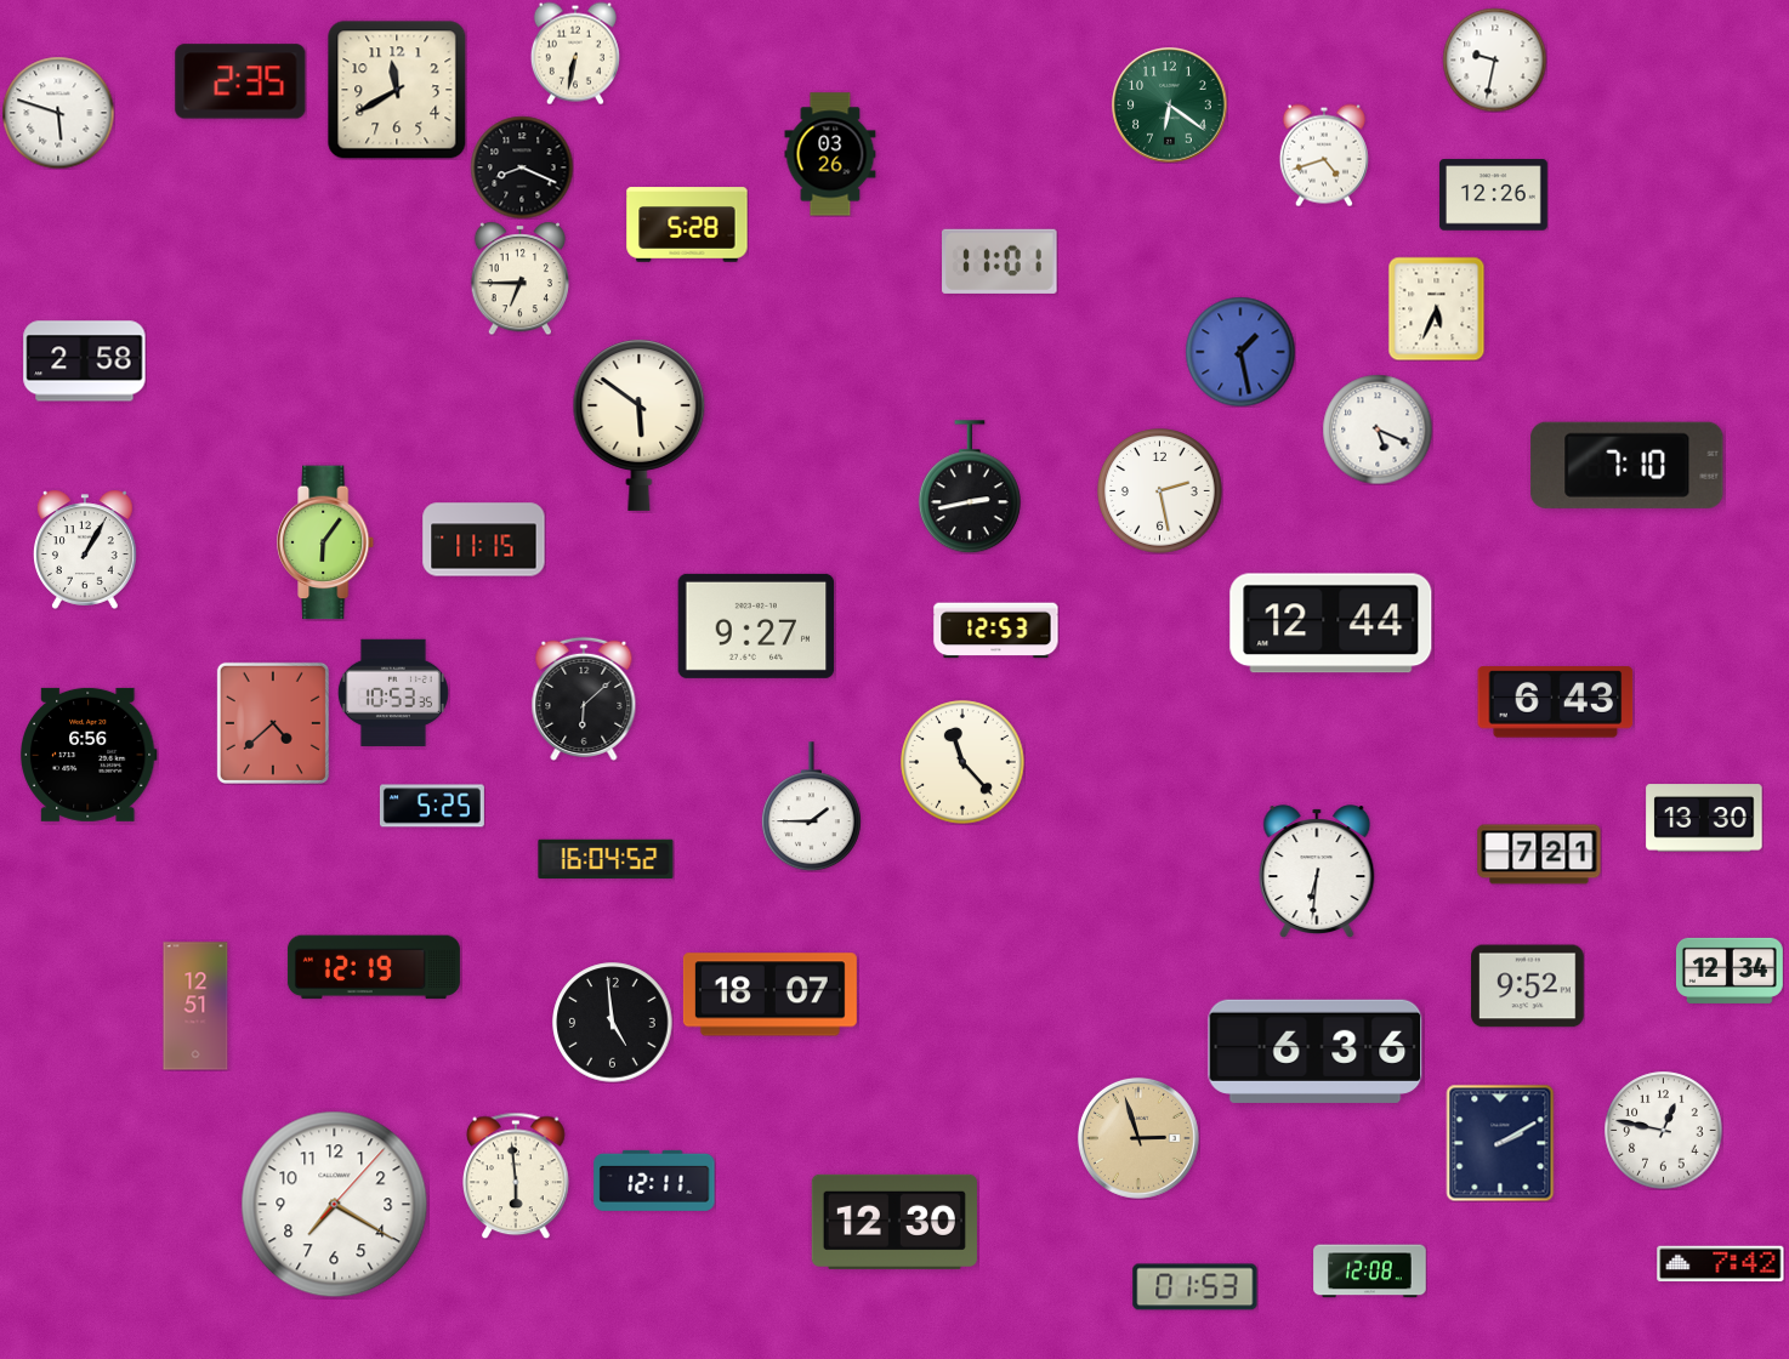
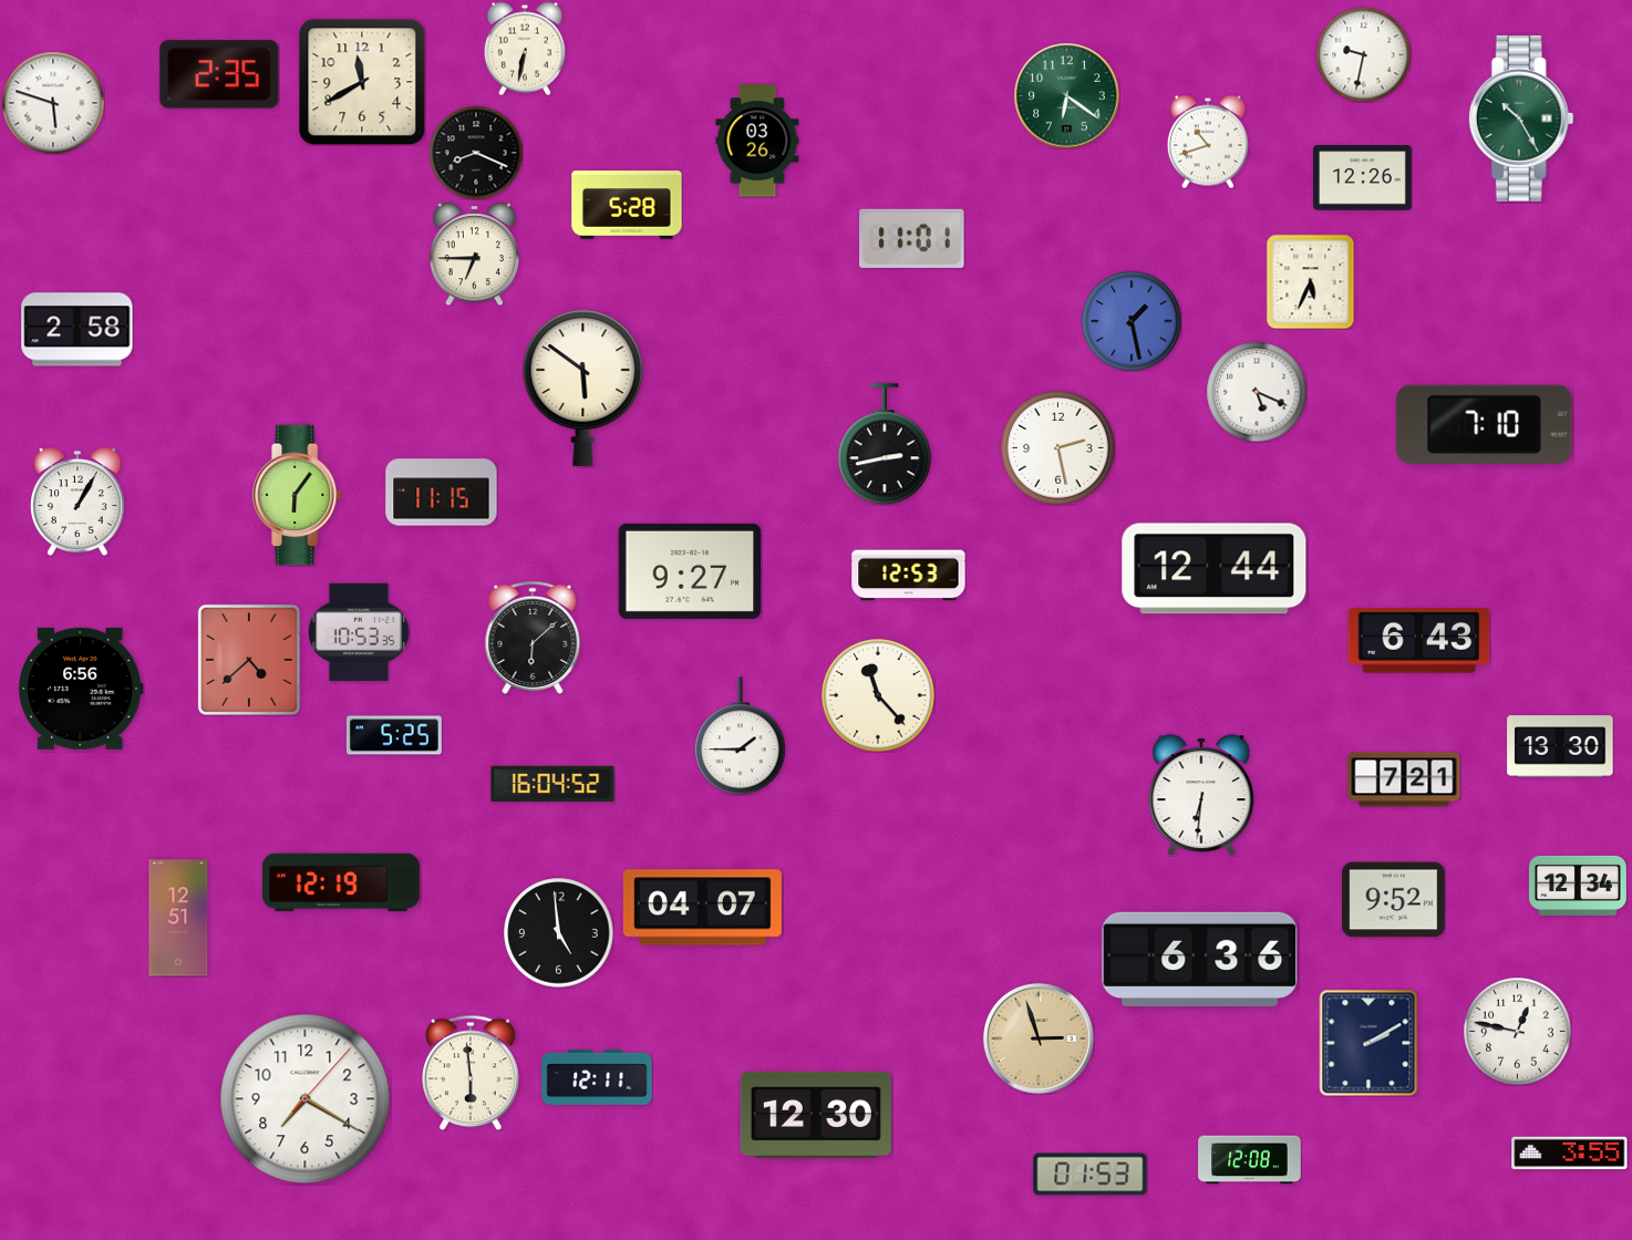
clock at (1521, 118): none -> 10:25
clock at (1324, 155): 4:42 -> 10:42
clock at (1704, 818) position: (1704, 818) -> (1560, 746)
clock at (769, 995): 18:07 -> 04:07
clock at (1721, 1264): 7:42 -> 3:55
